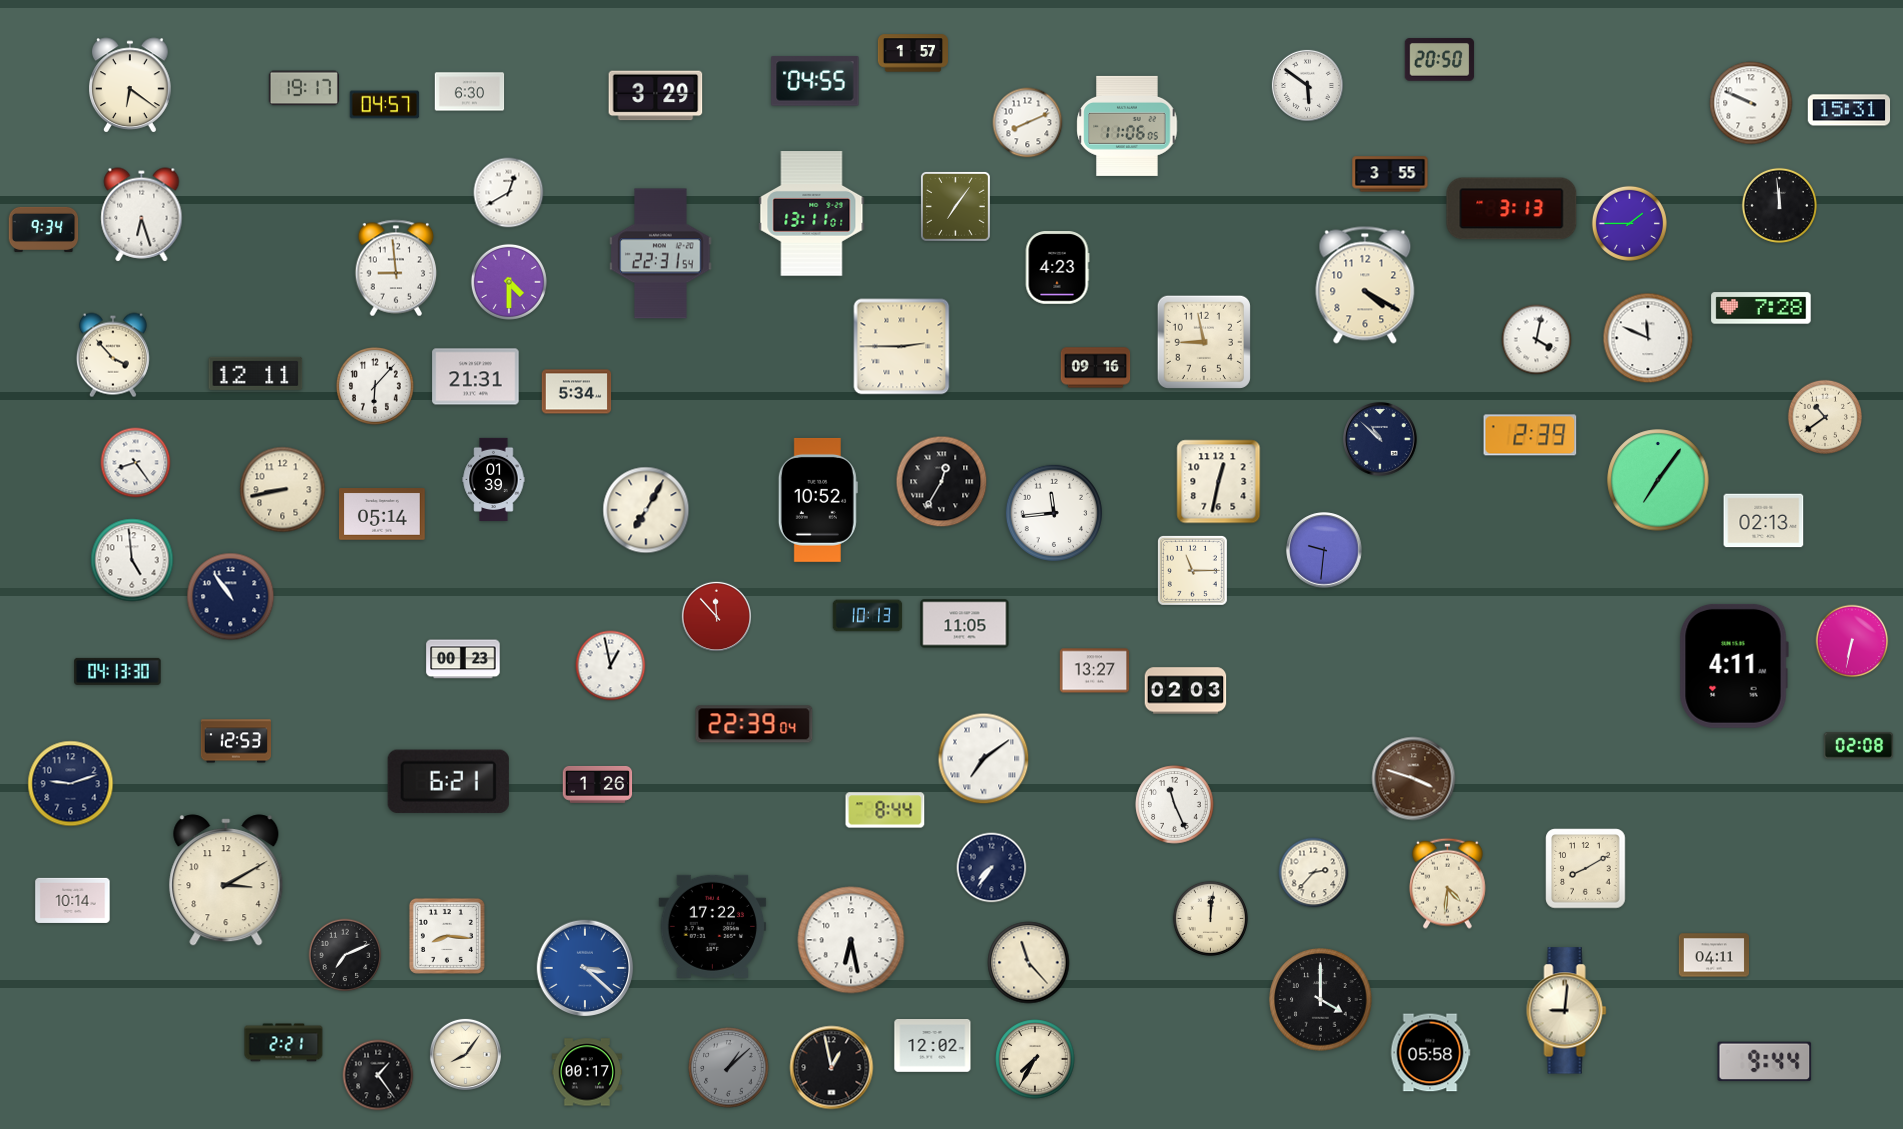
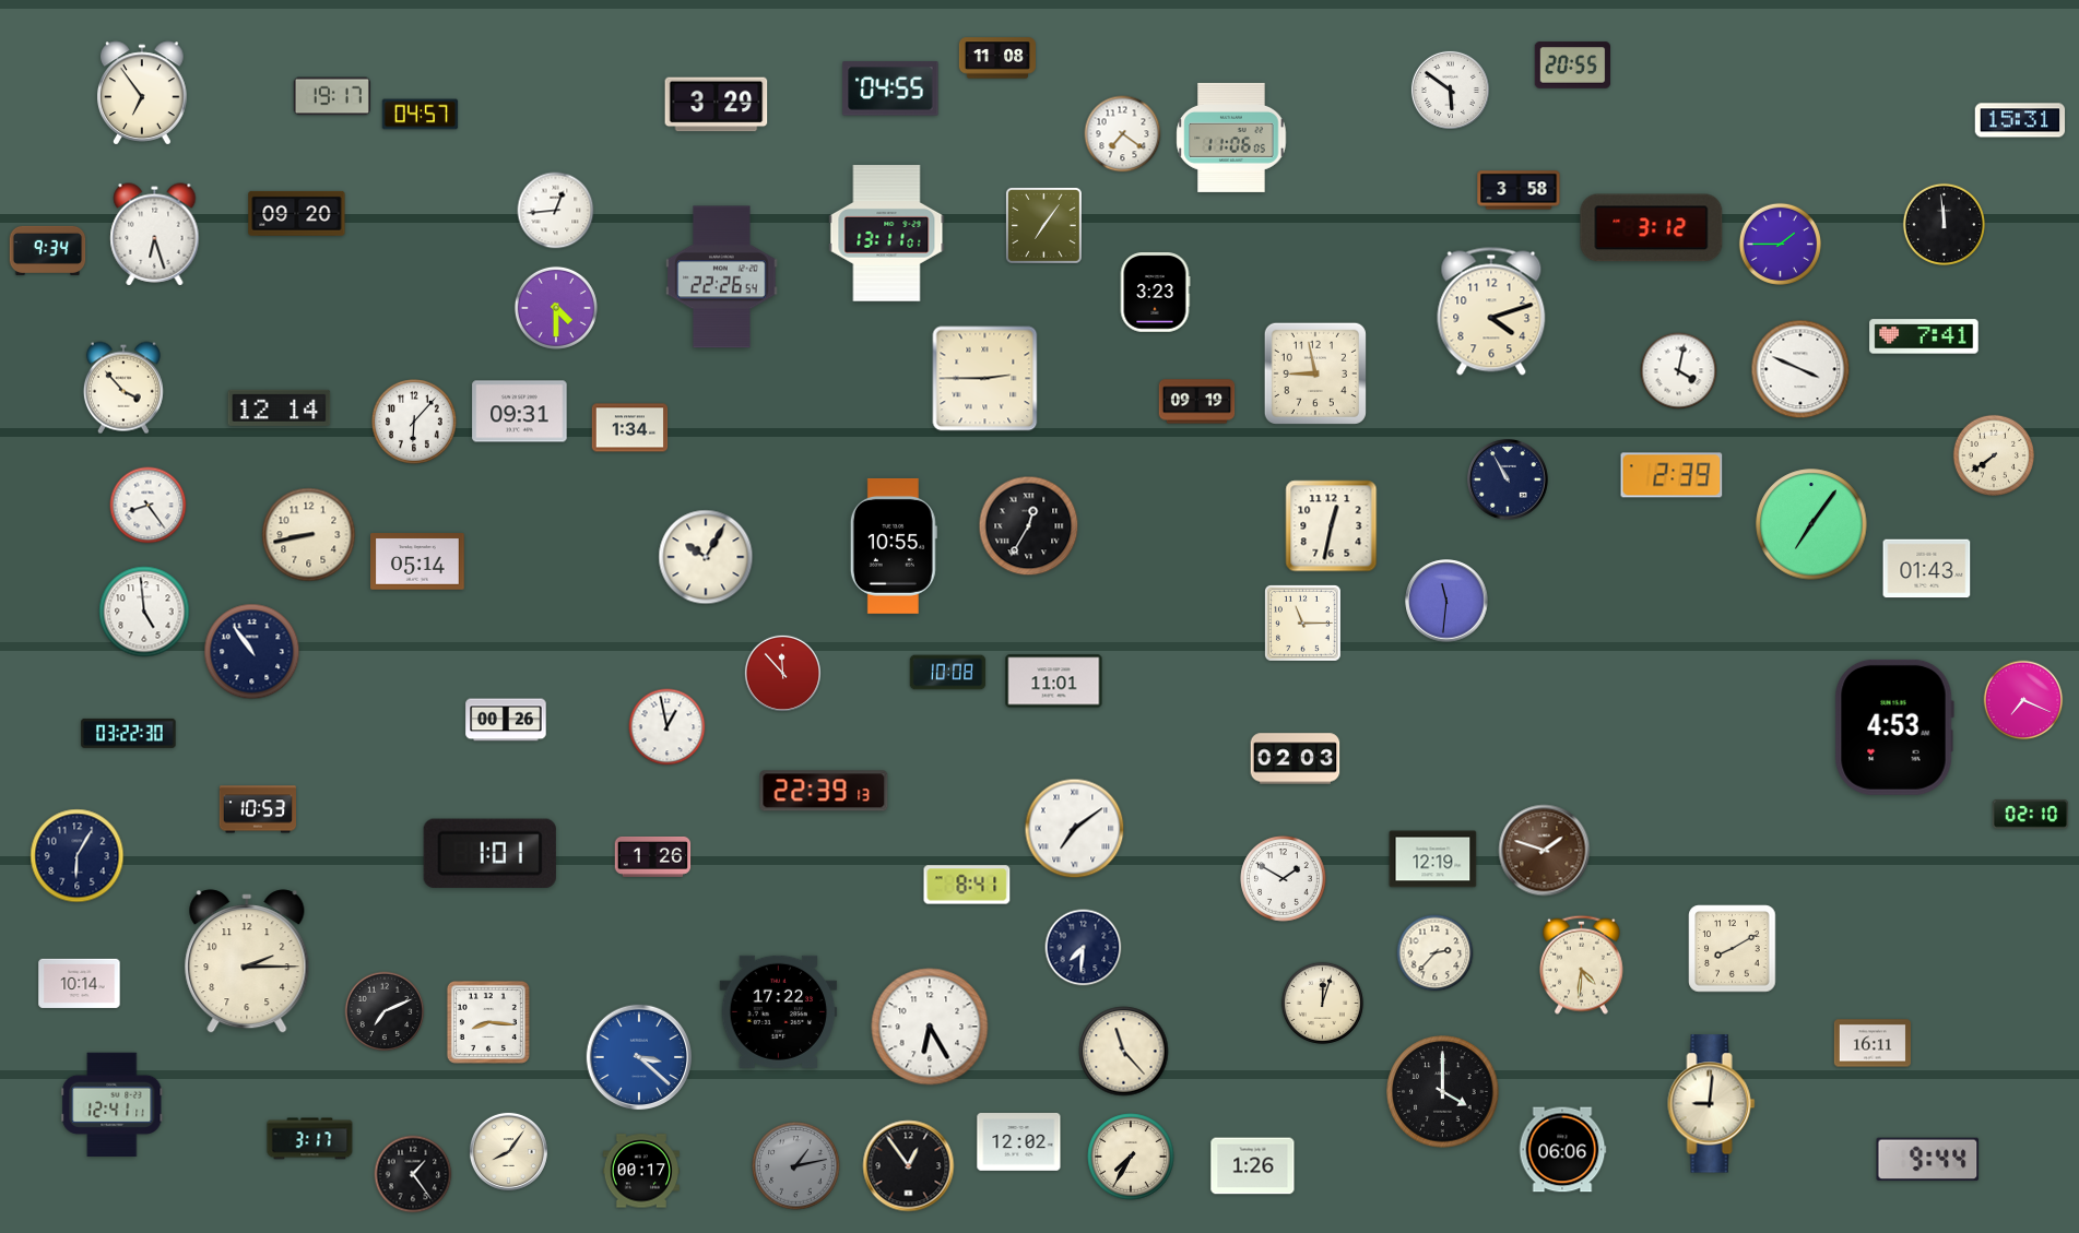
clock at (912, 53): 1:57 -> 11:08
clock at (1440, 60): 20:50 -> 20:55
clock at (130, 85): 6:21 -> 6:54
clock at (1307, 85) position: (1307, 85) -> (1450, 90)
clock at (470, 92): 6:30 -> none
clock at (1751, 103): 9:49 -> none
clock at (1028, 123): 8:11 -> 7:21
clock at (1390, 174): 3:55 -> 3:58
clock at (509, 193): 12:40 -> 12:44
clock at (297, 213): none -> 09:20
clock at (1512, 209): 3:13 -> 3:12
clock at (661, 254): 22:31 -> 22:26
clock at (396, 268): 8:59 -> none
clock at (1057, 268): 4:23 -> 3:23
clock at (1365, 285): 4:20 -> 4:12
clock at (1761, 308): 7:28 -> 7:41
clock at (1648, 338): 11:49 -> 3:49
clock at (1096, 368): 09:16 -> 09:19
clock at (256, 373): 12:11 -> 12:14
clock at (476, 377): 21:31 -> 09:31
clock at (376, 387) position: (376, 387) -> (415, 423)
clock at (577, 392): 5:34 -> 1:34
clock at (1824, 416): 10:39 -> 7:39
clock at (1381, 440): 10:52 -> 10:55
clock at (494, 479): 01:39 -> none
clock at (818, 500): 10:52 -> 10:55
clock at (646, 510): 7:05 -> 10:05
clock at (1054, 513): 11:44 -> none
clock at (1764, 521): 02:13 -> 01:43
clock at (1324, 550): 9:31 -> 11:31
clock at (868, 616): 10:13 -> 10:08
clock at (965, 624): 11:05 -> 11:01
clock at (1852, 641): 6:32 -> 7:19
clock at (463, 659): 00:23 -> 00:26
clock at (1734, 666): 4:11 -> 4:53
clock at (118, 671): 04:13 -> 03:22
clock at (1095, 671): 13:27 -> none
clock at (1186, 691) position: (1186, 691) -> (1296, 759)
clock at (754, 724): 22:39:04 -> 22:39:13
clock at (235, 741): 12:53 -> 10:53
clock at (1859, 746): 02:08 -> 02:10
clock at (1414, 779): 3:48 -> 1:48
clock at (448, 781): 6:21 -> 1:01
clock at (71, 784): 9:12 -> 6:05
clock at (1433, 859): none -> 12:19
clock at (1175, 805): 11:26 -> 1:50
clock at (885, 810): 8:44 -> 8:41
clock at (992, 868): 7:36 -> 7:31
clock at (226, 880): 3:10 -> 2:15
clock at (1210, 918): 12:01 -> 12:03
clock at (851, 940): 6:28 -> 6:25
clock at (345, 955) position: (345, 955) -> (385, 1011)
clock at (1713, 955): 04:11 -> 16:11
clock at (113, 1104): none -> 12:41
clock at (284, 1043): 2:21 -> 3:17
clock at (1430, 1053): 05:58 -> 06:06
clock at (729, 1068): 1:08 -> 1:13
clock at (832, 1068): 12:58 -> 12:54
clock at (1253, 1166): none -> 1:26
